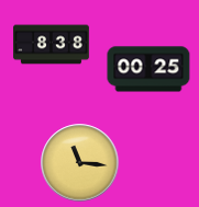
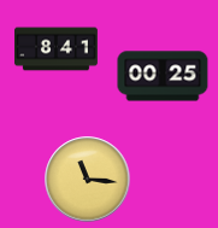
clock at (52, 45): 8:38 -> 8:41
